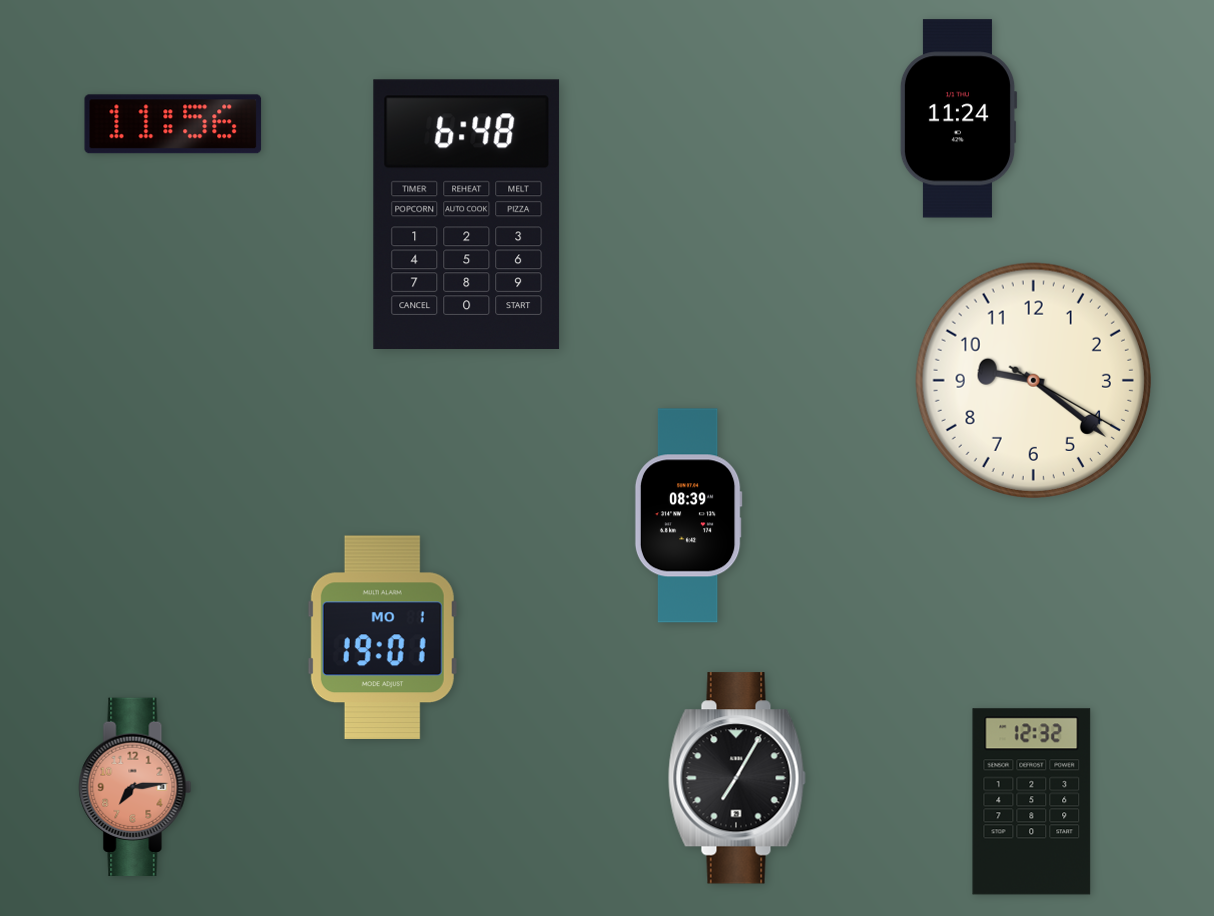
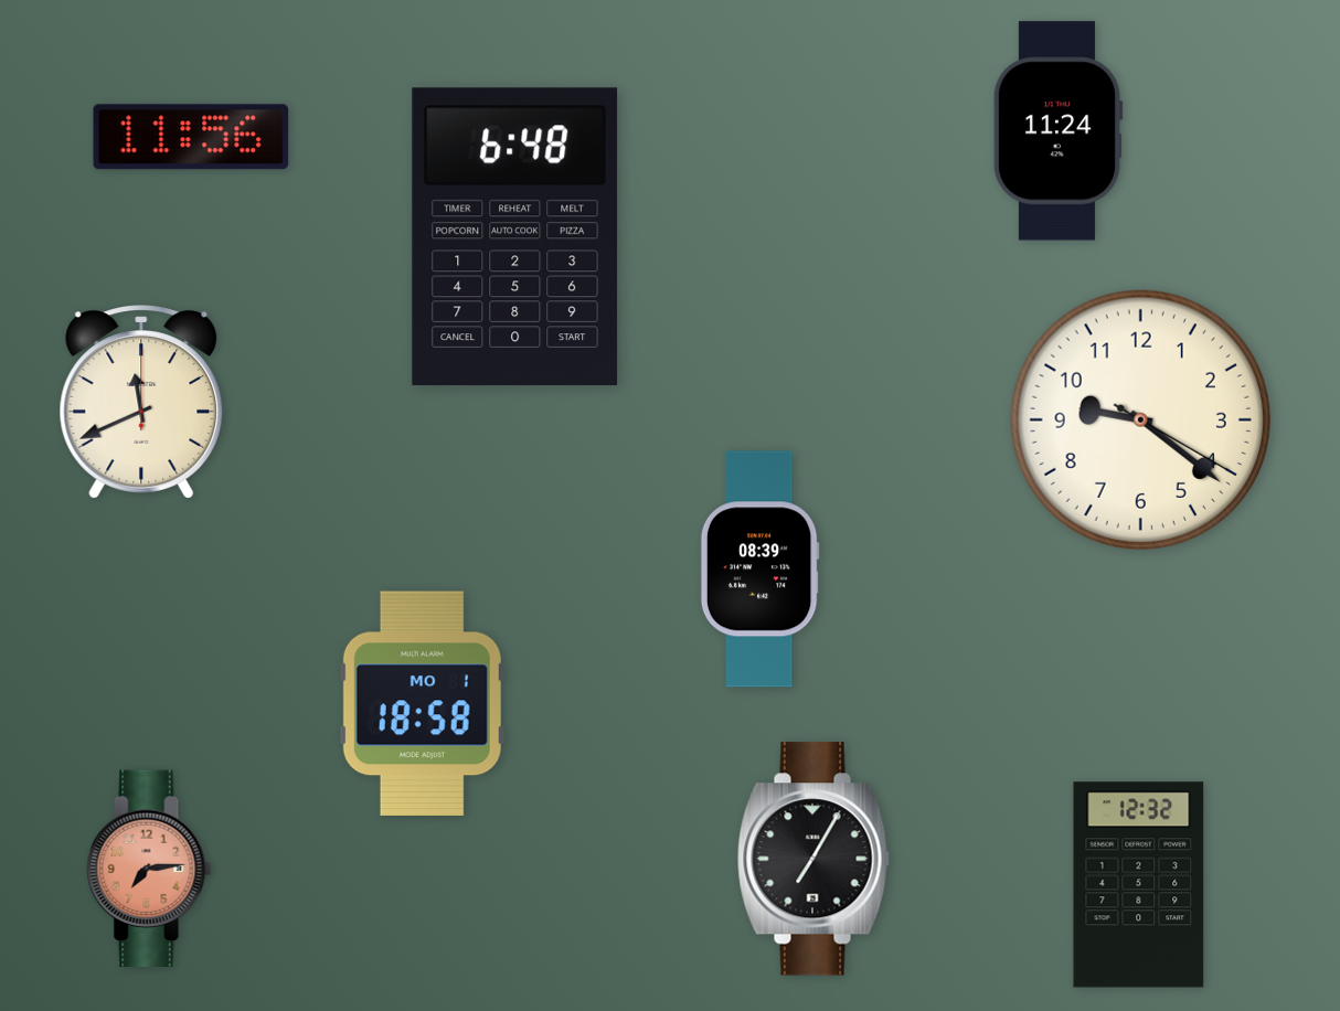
clock at (141, 402): none -> 11:41
clock at (382, 637): 19:01 -> 18:58
